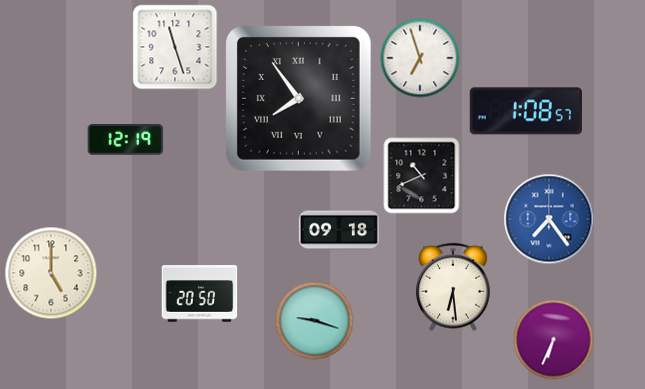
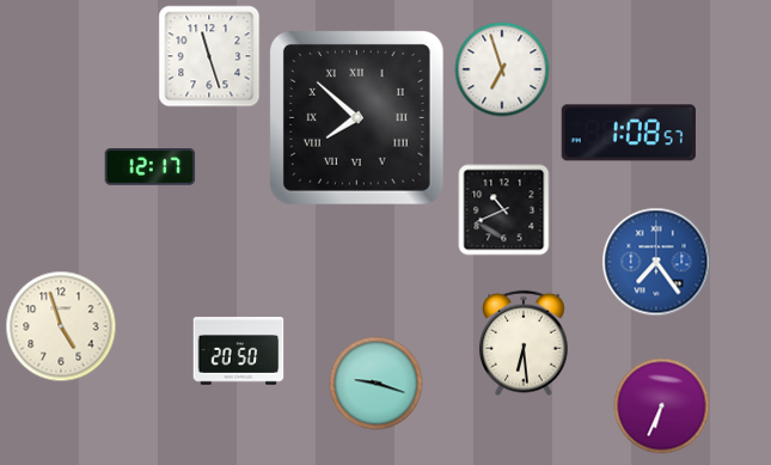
clock at (298, 98): 7:54 -> 7:52
clock at (126, 140): 12:19 -> 12:17
clock at (339, 230): 09:18 -> none
clock at (51, 273): 5:00 -> 4:57
clock at (454, 287) position: (454, 287) -> (525, 343)
